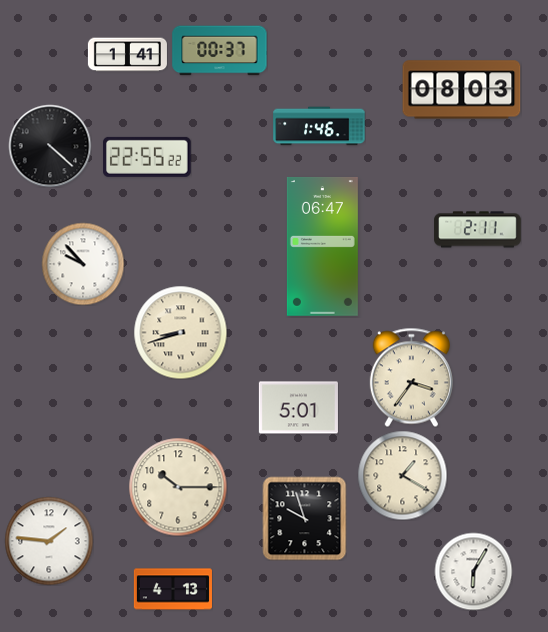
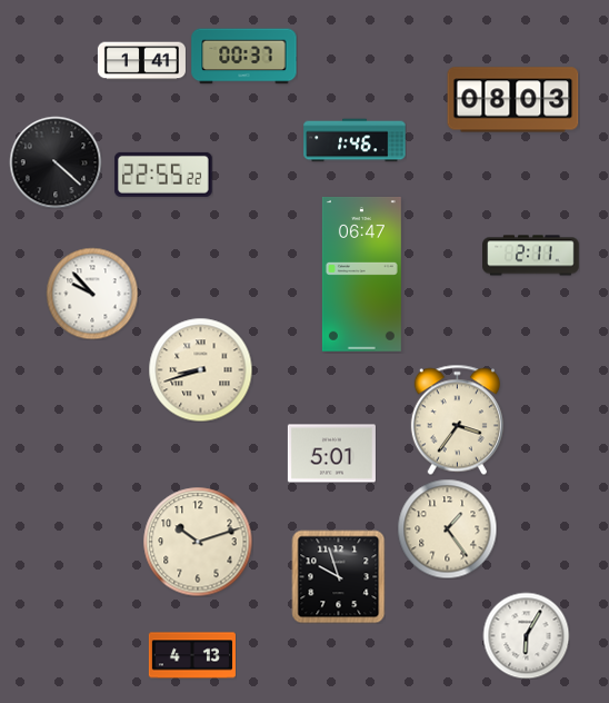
clock at (322, 246) position: (322, 246) -> (361, 274)
clock at (402, 475): 1:20 -> 1:24
clock at (178, 487): 10:15 -> 10:12
clock at (49, 541): 1:46 -> none
